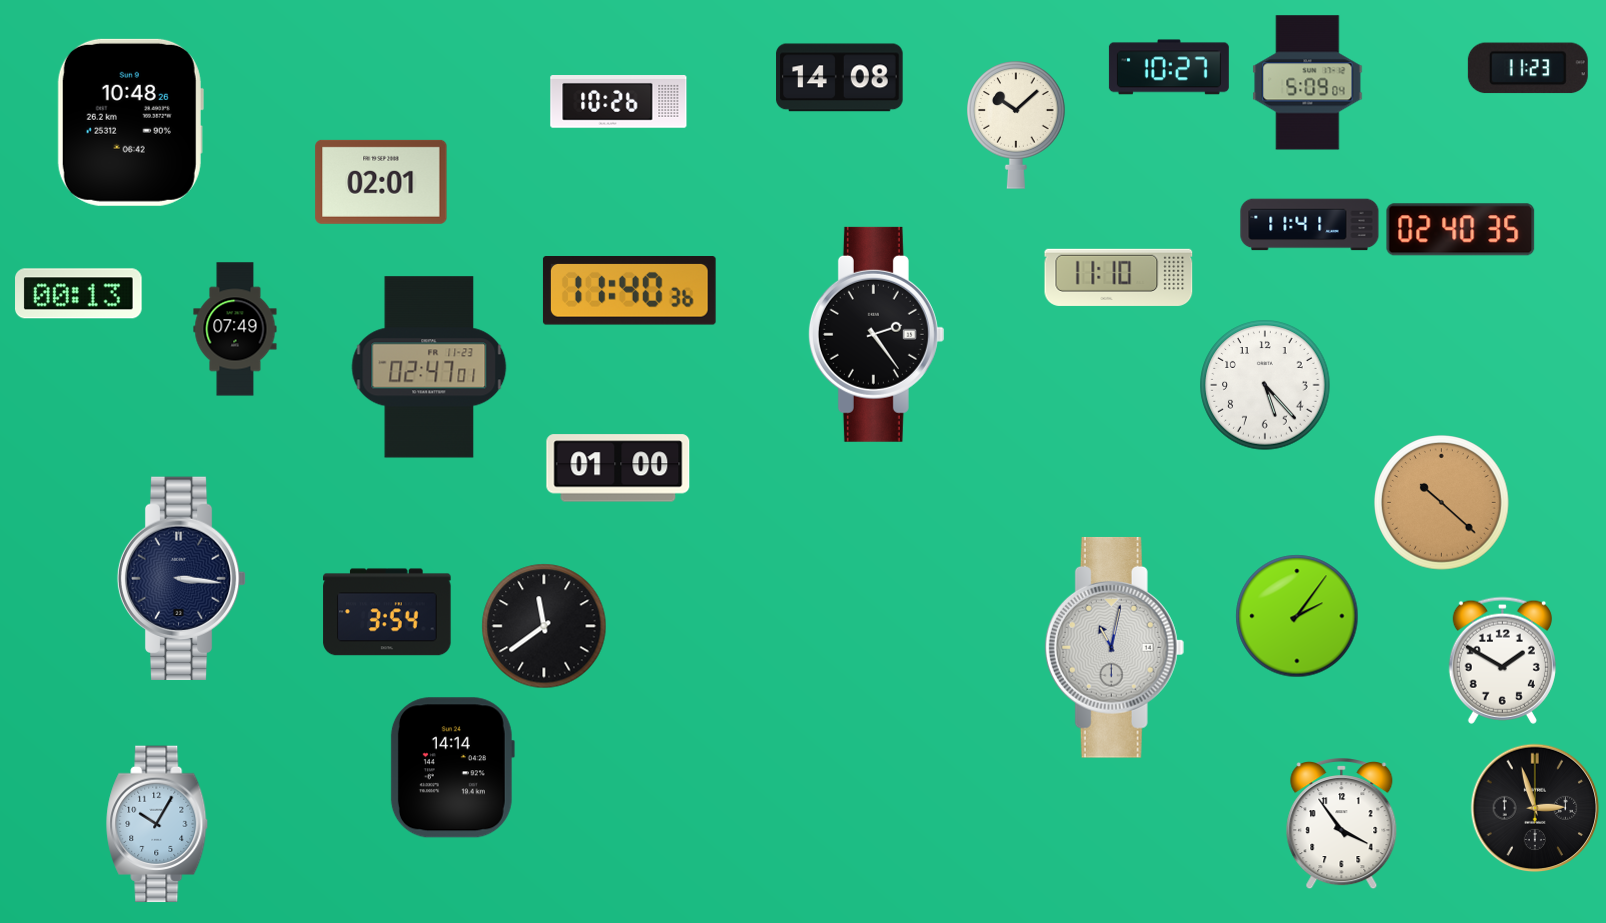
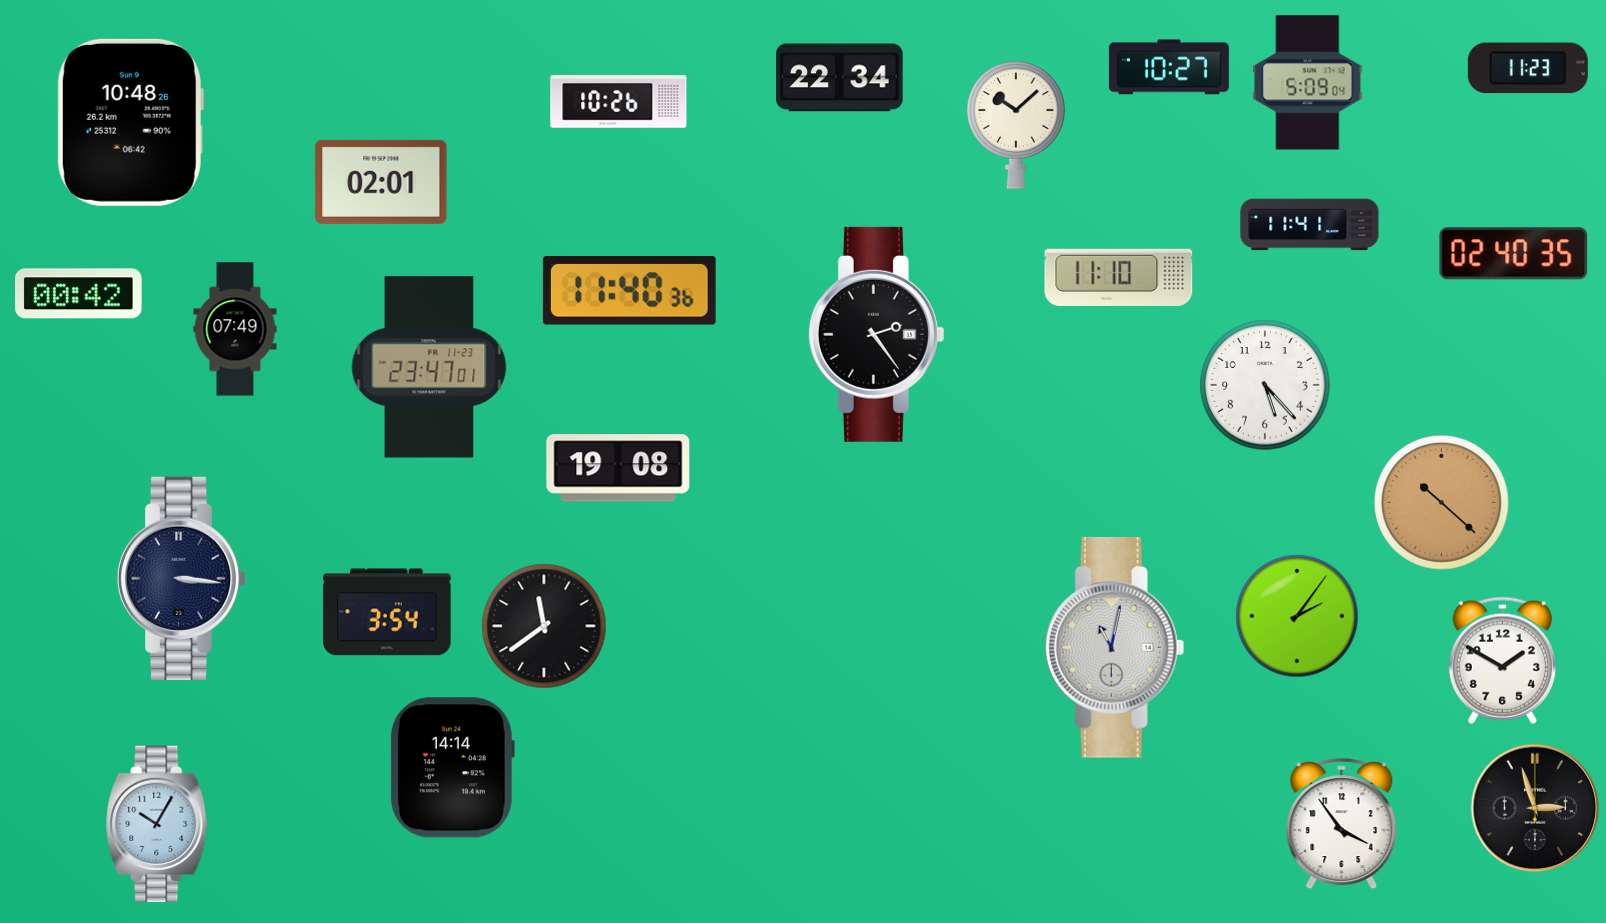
clock at (840, 78): 14:08 -> 22:34
clock at (1461, 230) position: (1461, 230) -> (1514, 254)
clock at (79, 294): 00:13 -> 00:42
clock at (429, 367): 02:47 -> 23:47
clock at (618, 468): 01:00 -> 19:08
